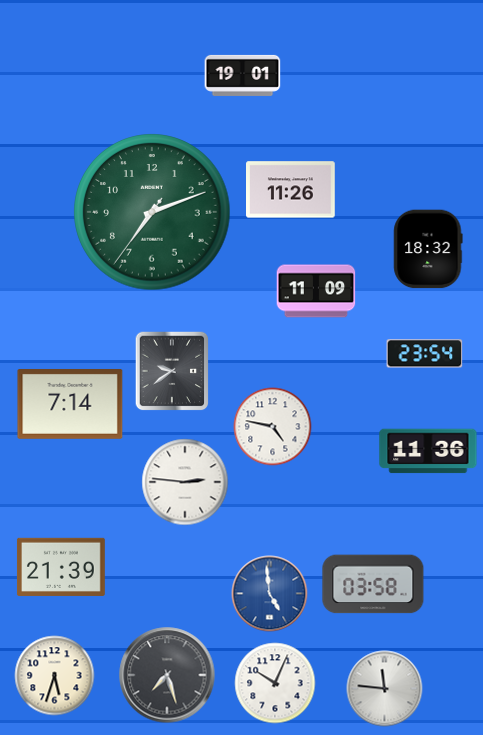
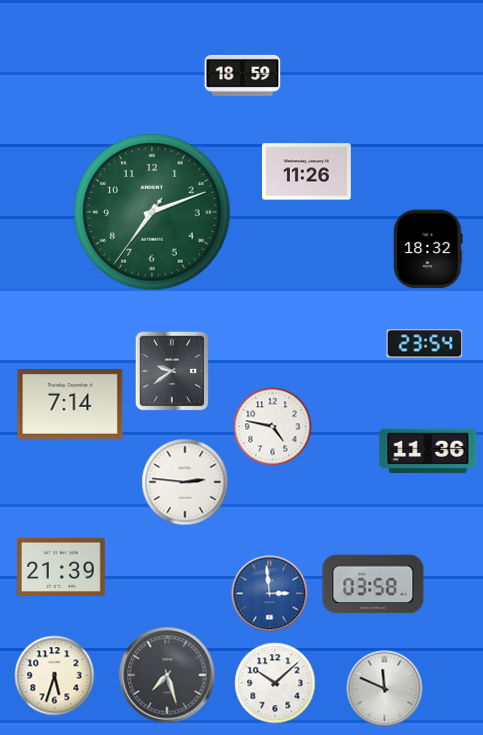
clock at (243, 75): 19:01 -> 18:59
clock at (291, 190) position: (291, 190) -> (307, 172)
clock at (316, 291): 11:09 -> none
clock at (425, 354) position: (425, 354) -> (425, 344)
clock at (270, 594): 4:59 -> 2:59
clock at (275, 683): 10:04 -> 10:08
clock at (385, 689): 11:46 -> 11:49
